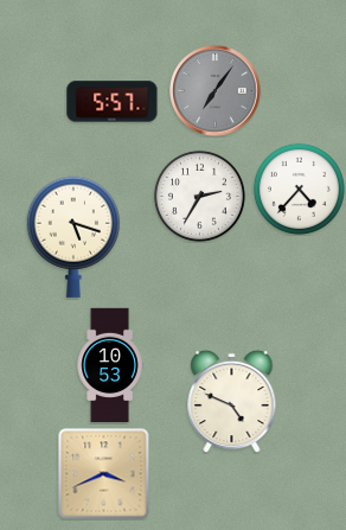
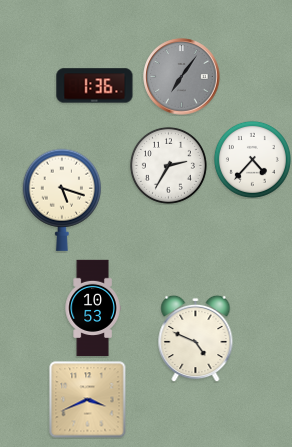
clock at (113, 102): 5:57 -> 1:36
